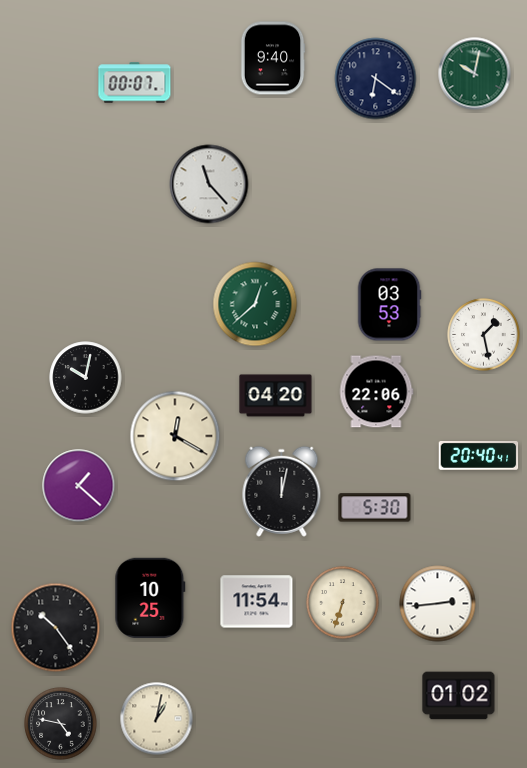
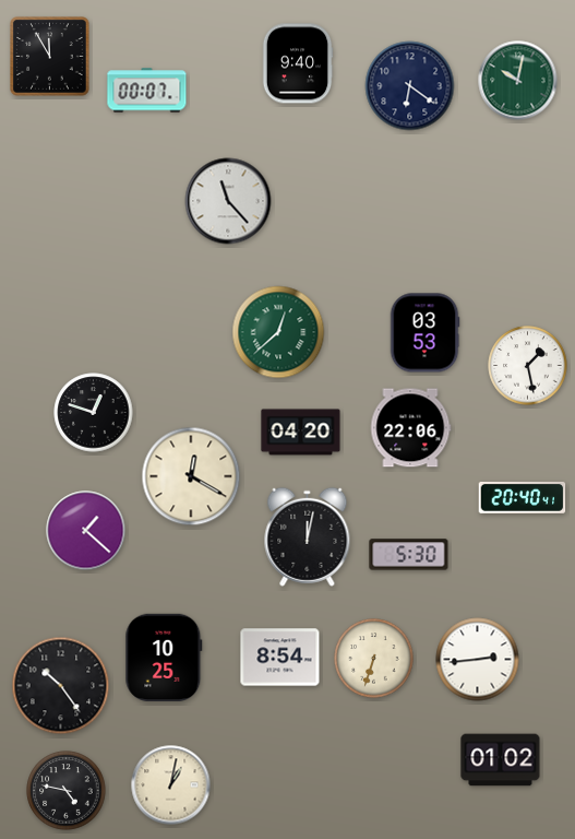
clock at (50, 57): none -> 11:55
clock at (86, 378): 10:02 -> 12:48
clock at (150, 597) position: (150, 597) -> (164, 657)
clock at (257, 602): 11:54 -> 8:54
